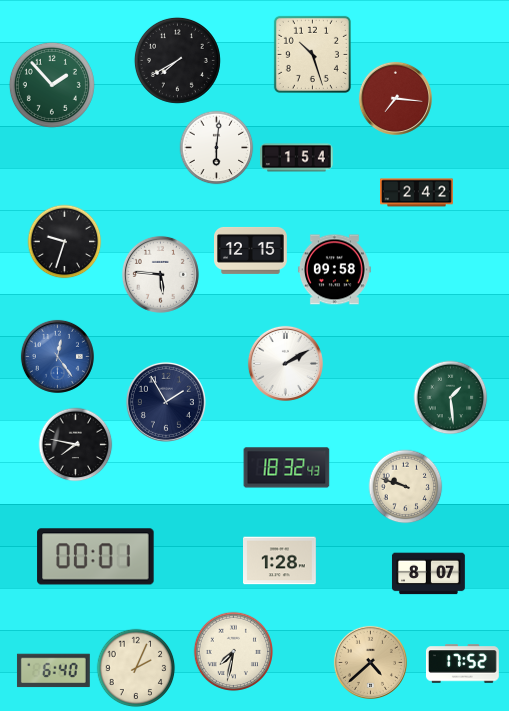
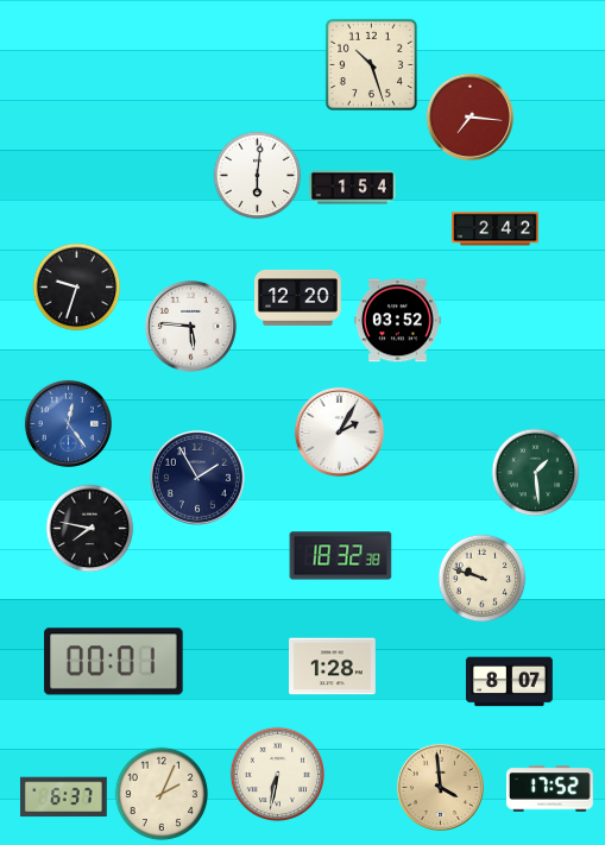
clock at (177, 60): 7:40 -> none
clock at (52, 85): 1:53 -> none
clock at (251, 250): 12:15 -> 12:20
clock at (334, 270): 09:58 -> 03:52
clock at (285, 363): 2:10 -> 2:05
clock at (287, 468): 18:32:43 -> 18:32:38
clock at (234, 652): 7:32 -> 6:32
clock at (370, 662): 4:38 -> 3:59
clock at (53, 671): 6:40 -> 6:37
